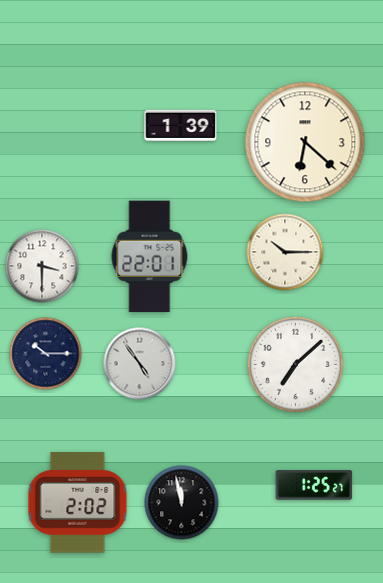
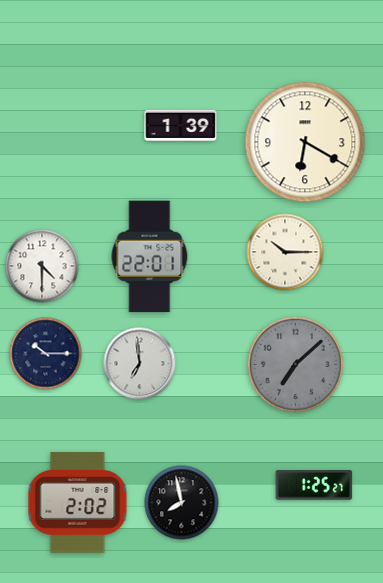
clock at (305, 142): 6:22 -> 6:20
clock at (42, 266): 3:30 -> 4:30
clock at (140, 364): 4:54 -> 6:59
clock at (295, 364) dial: white -> grey
clock at (182, 503): 11:58 -> 7:58
